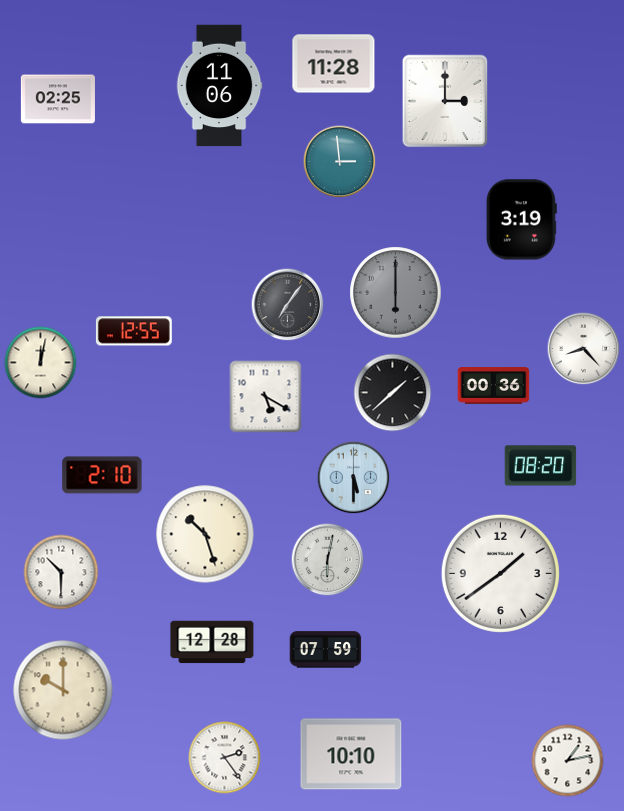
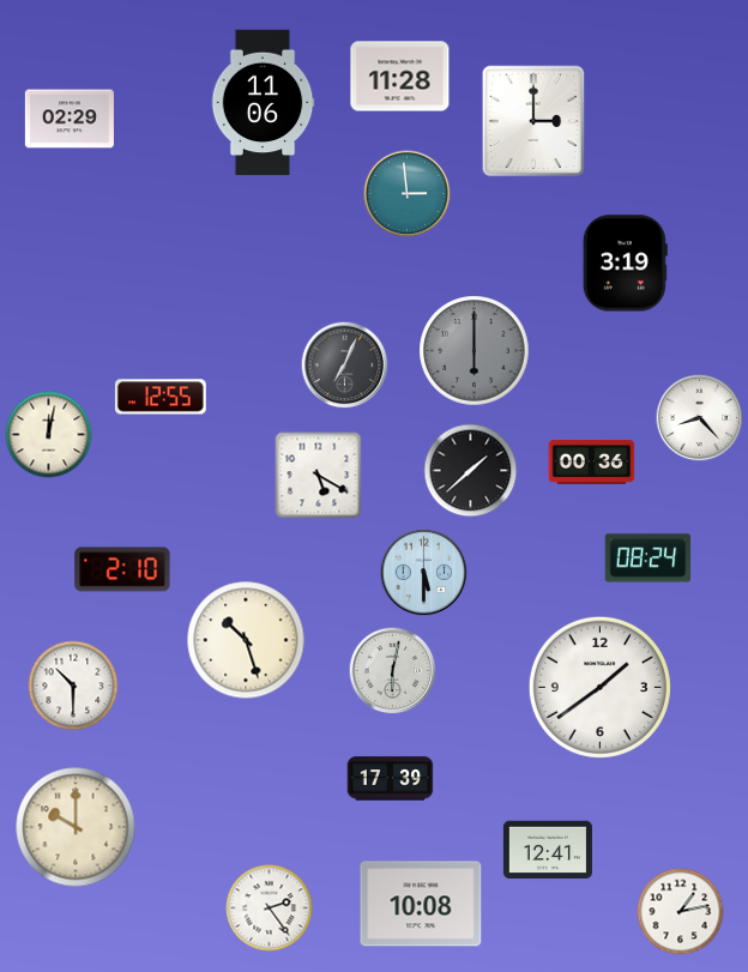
clock at (58, 99): 02:25 -> 02:29
clock at (288, 305): 7:06 -> 7:04
clock at (541, 466): 08:20 -> 08:24
clock at (212, 642): 12:28 -> none
clock at (326, 650): 07:59 -> 17:39
clock at (548, 850): none -> 12:41
clock at (351, 754): 10:10 -> 10:08
